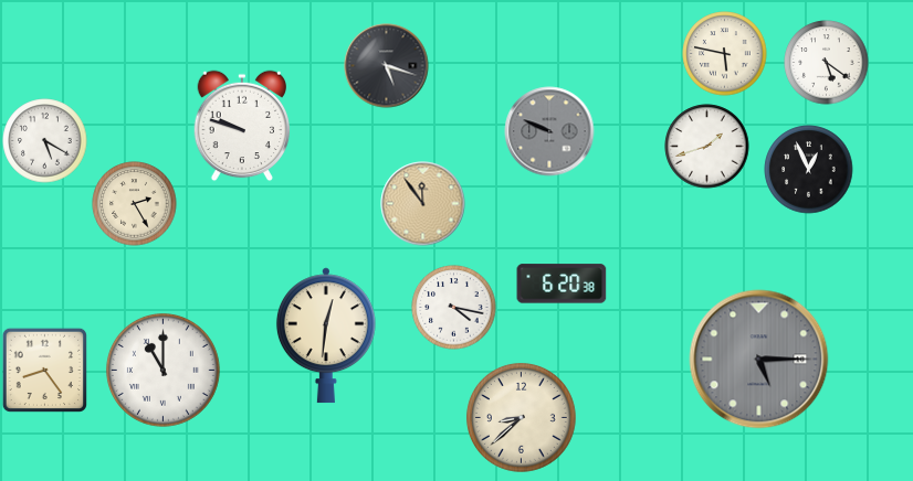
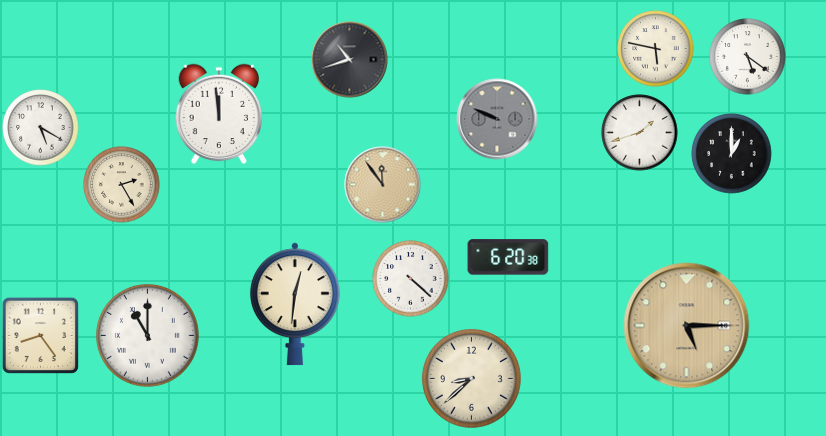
clock at (387, 66): 5:18 -> 10:42
clock at (242, 126): 9:48 -> 11:59
clock at (809, 170): 12:56 -> 1:00
clock at (454, 308): 4:17 -> 4:22
clock at (759, 360) dial: grey -> champagne
